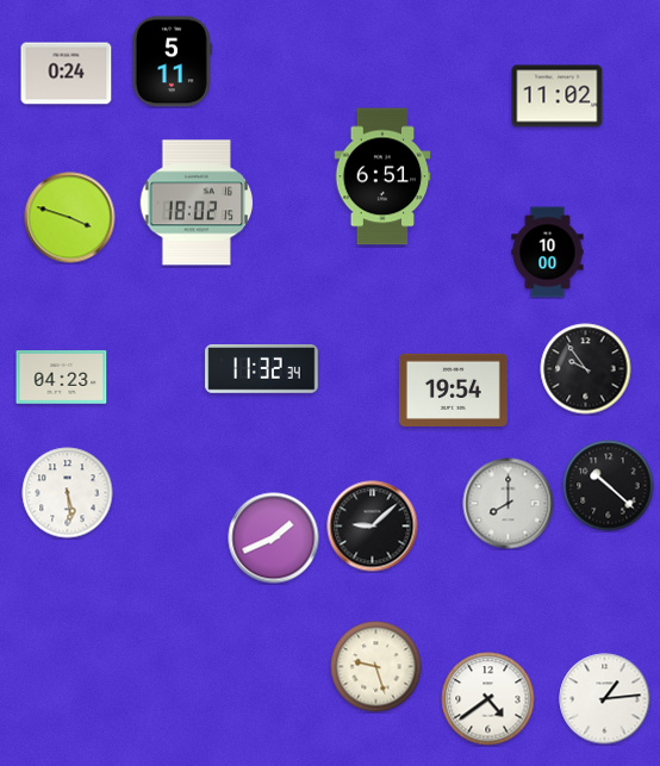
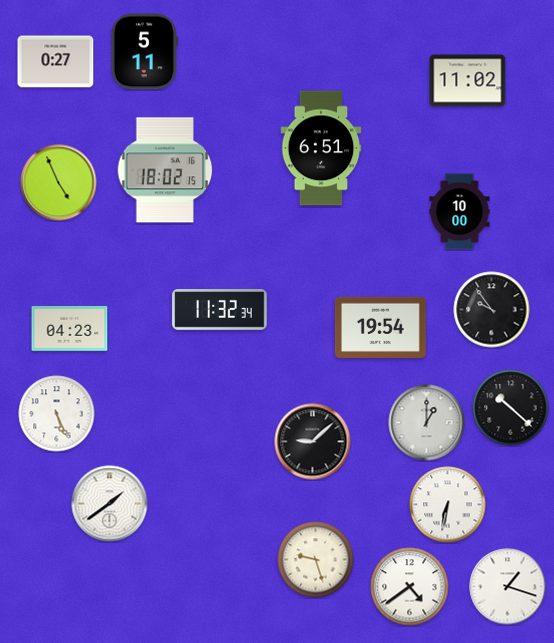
clock at (67, 74): 0:24 -> 0:27
clock at (70, 218): 3:48 -> 4:56
clock at (62, 378) position: (62, 378) -> (70, 329)
clock at (68, 493): 5:29 -> 5:26
clock at (509, 504): 8:00 -> 1:00
clock at (274, 538): 1:41 -> none
clock at (110, 504): none -> 1:39
clock at (448, 505): none -> 6:32
clock at (605, 699): 1:14 -> 1:18
